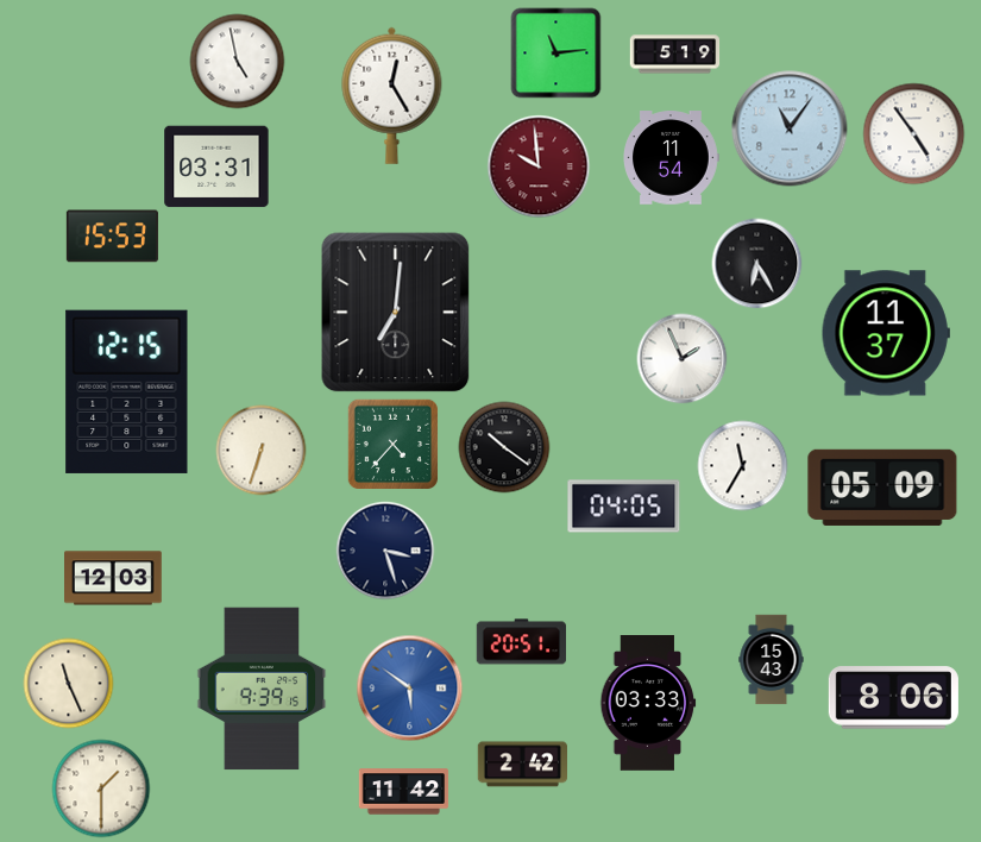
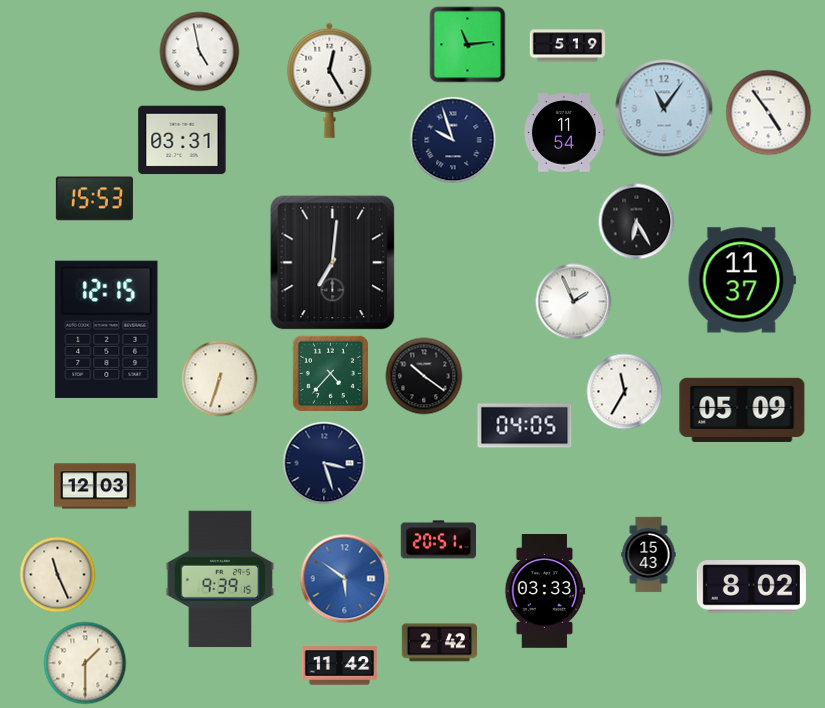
clock at (539, 166): 9:59 -> 9:57
clock at (539, 166) dial: burgundy -> navy
clock at (886, 333) position: (886, 333) -> (742, 280)
clock at (893, 698): 8:06 -> 8:02
